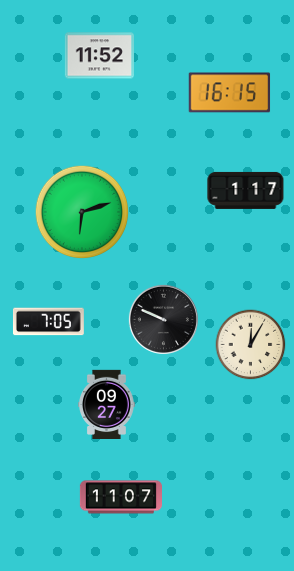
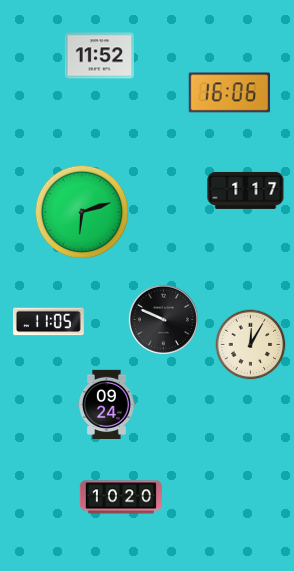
clock at (230, 93): 16:15 -> 16:06
clock at (48, 322): 7:05 -> 11:05
clock at (107, 404): 09:27 -> 09:24
clock at (120, 497): 11:07 -> 10:20
